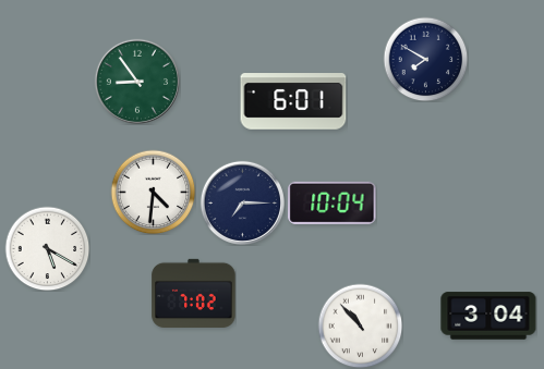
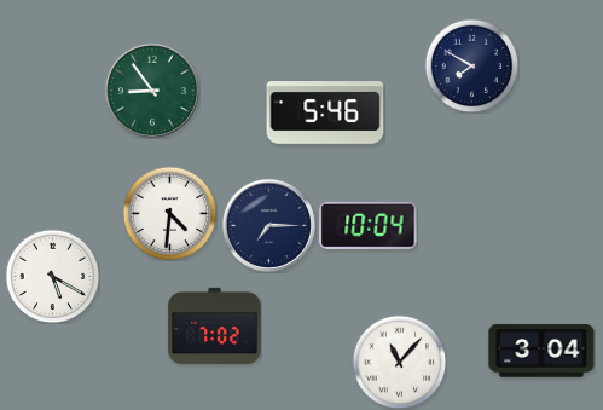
clock at (293, 102): 6:01 -> 5:46
clock at (360, 325): 10:53 -> 11:07
